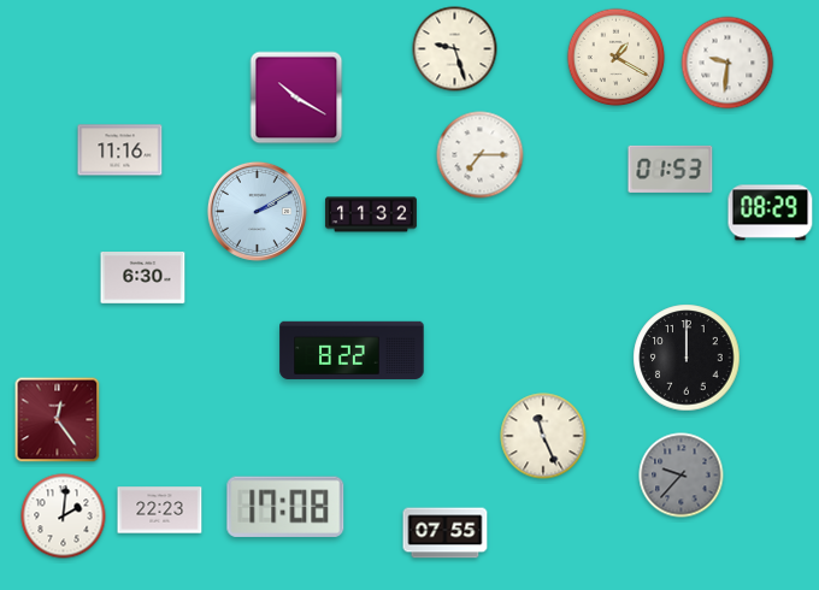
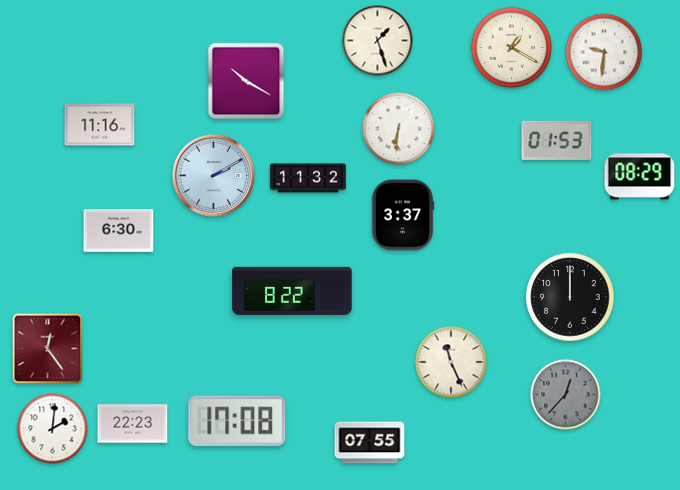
clock at (455, 49): 9:27 -> 1:27
clock at (481, 155): 7:15 -> 6:31
clock at (403, 215): none -> 3:37
clock at (682, 476): 9:37 -> 12:37
